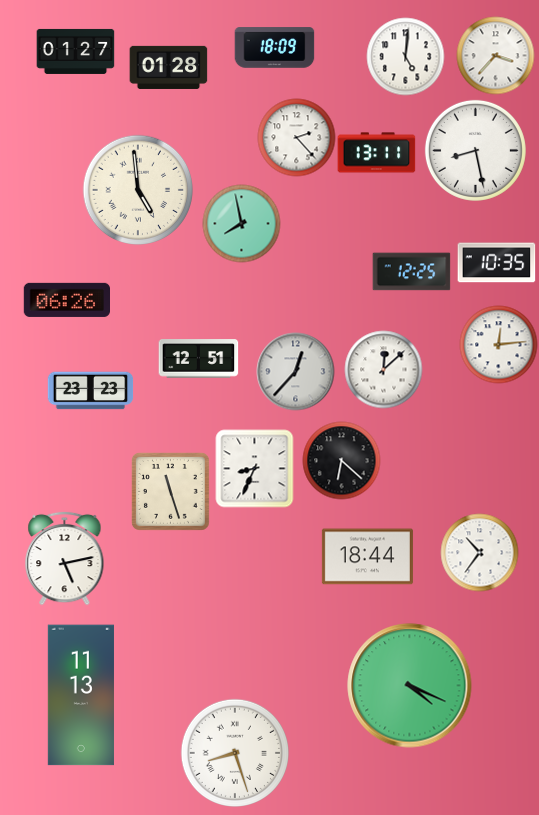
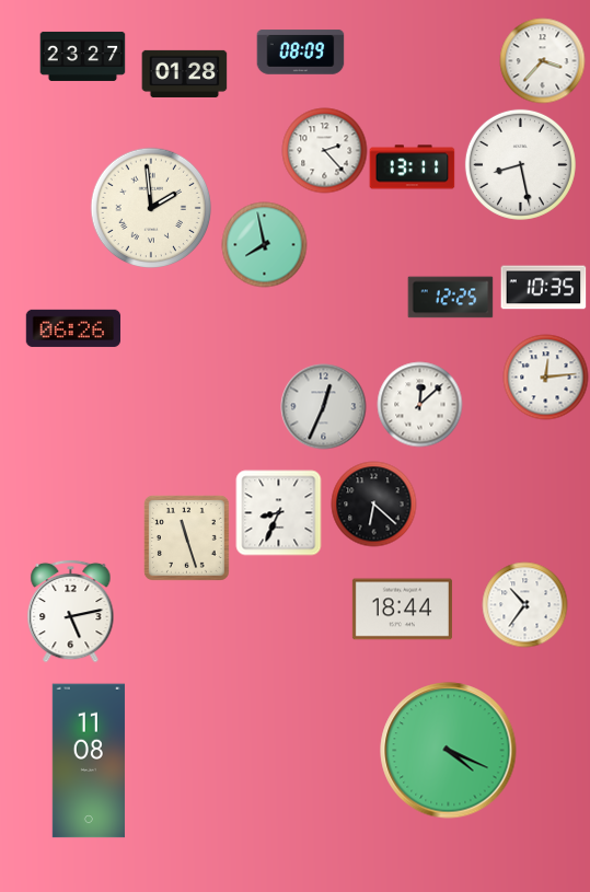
clock at (274, 48): 18:09 -> 08:09
clock at (75, 51): 01:27 -> 23:27
clock at (405, 56): 5:01 -> none
clock at (138, 190): 4:59 -> 1:59
clock at (198, 359): 12:51 -> none
clock at (295, 371): 12:37 -> 12:34
clock at (90, 391): 23:23 -> none
clock at (81, 695): 11:13 -> 11:08
clock at (234, 752): 8:27 -> none
